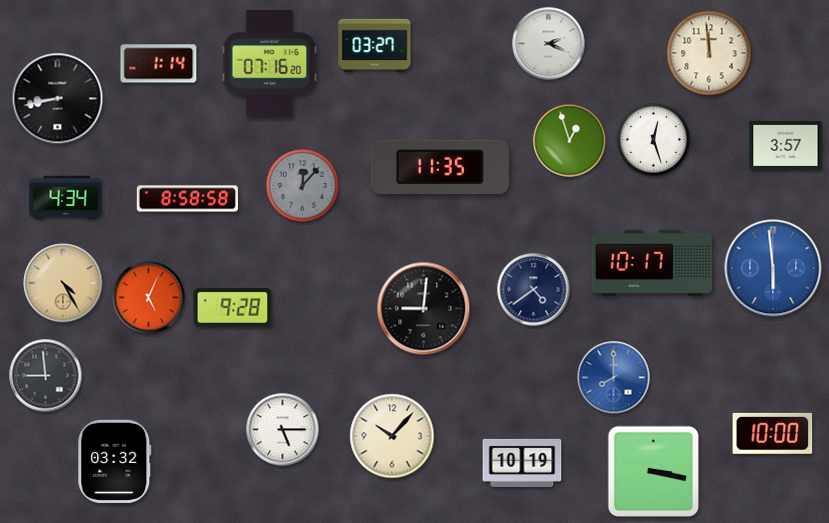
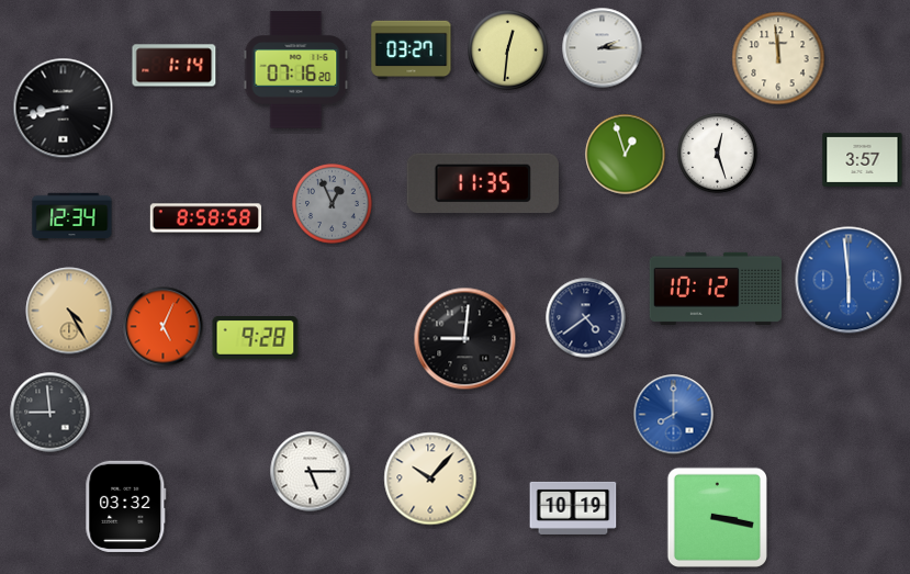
clock at (549, 44): 2:19 -> 2:15
clock at (508, 50): none -> 12:31
clock at (159, 64) position: (159, 64) -> (175, 66)
clock at (303, 186): 12:07 -> 12:56
clock at (66, 198): 4:34 -> 12:34
clock at (652, 263): 10:17 -> 10:12
clock at (773, 268) position: (773, 268) -> (849, 280)
clock at (773, 433): 10:00 -> none
